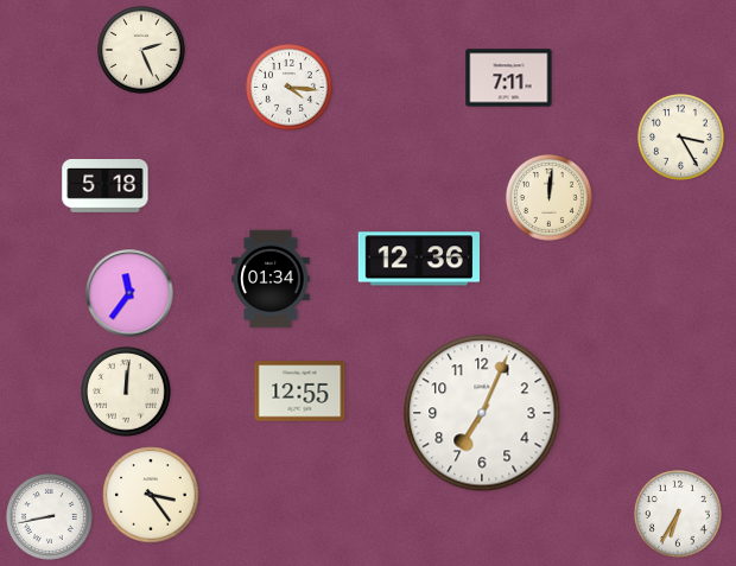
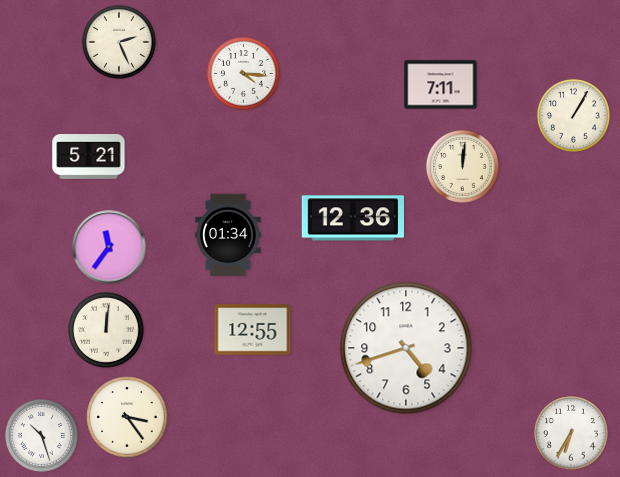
clock at (509, 78) position: (509, 78) -> (441, 85)
clock at (680, 136): 3:25 -> 1:05
clock at (106, 186): 5:18 -> 5:21
clock at (482, 413): 7:04 -> 4:42
clock at (49, 516): 8:43 -> 10:27
